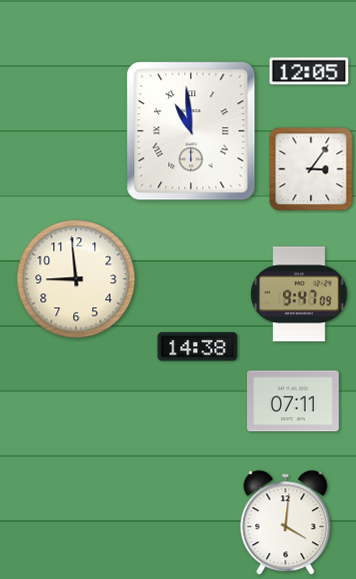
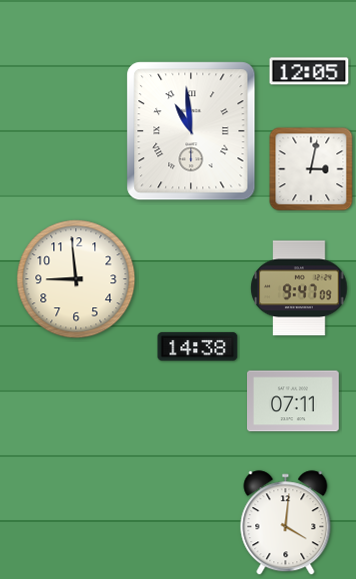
clock at (311, 169): 3:06 -> 3:02
clock at (299, 294) position: (299, 294) -> (299, 288)
